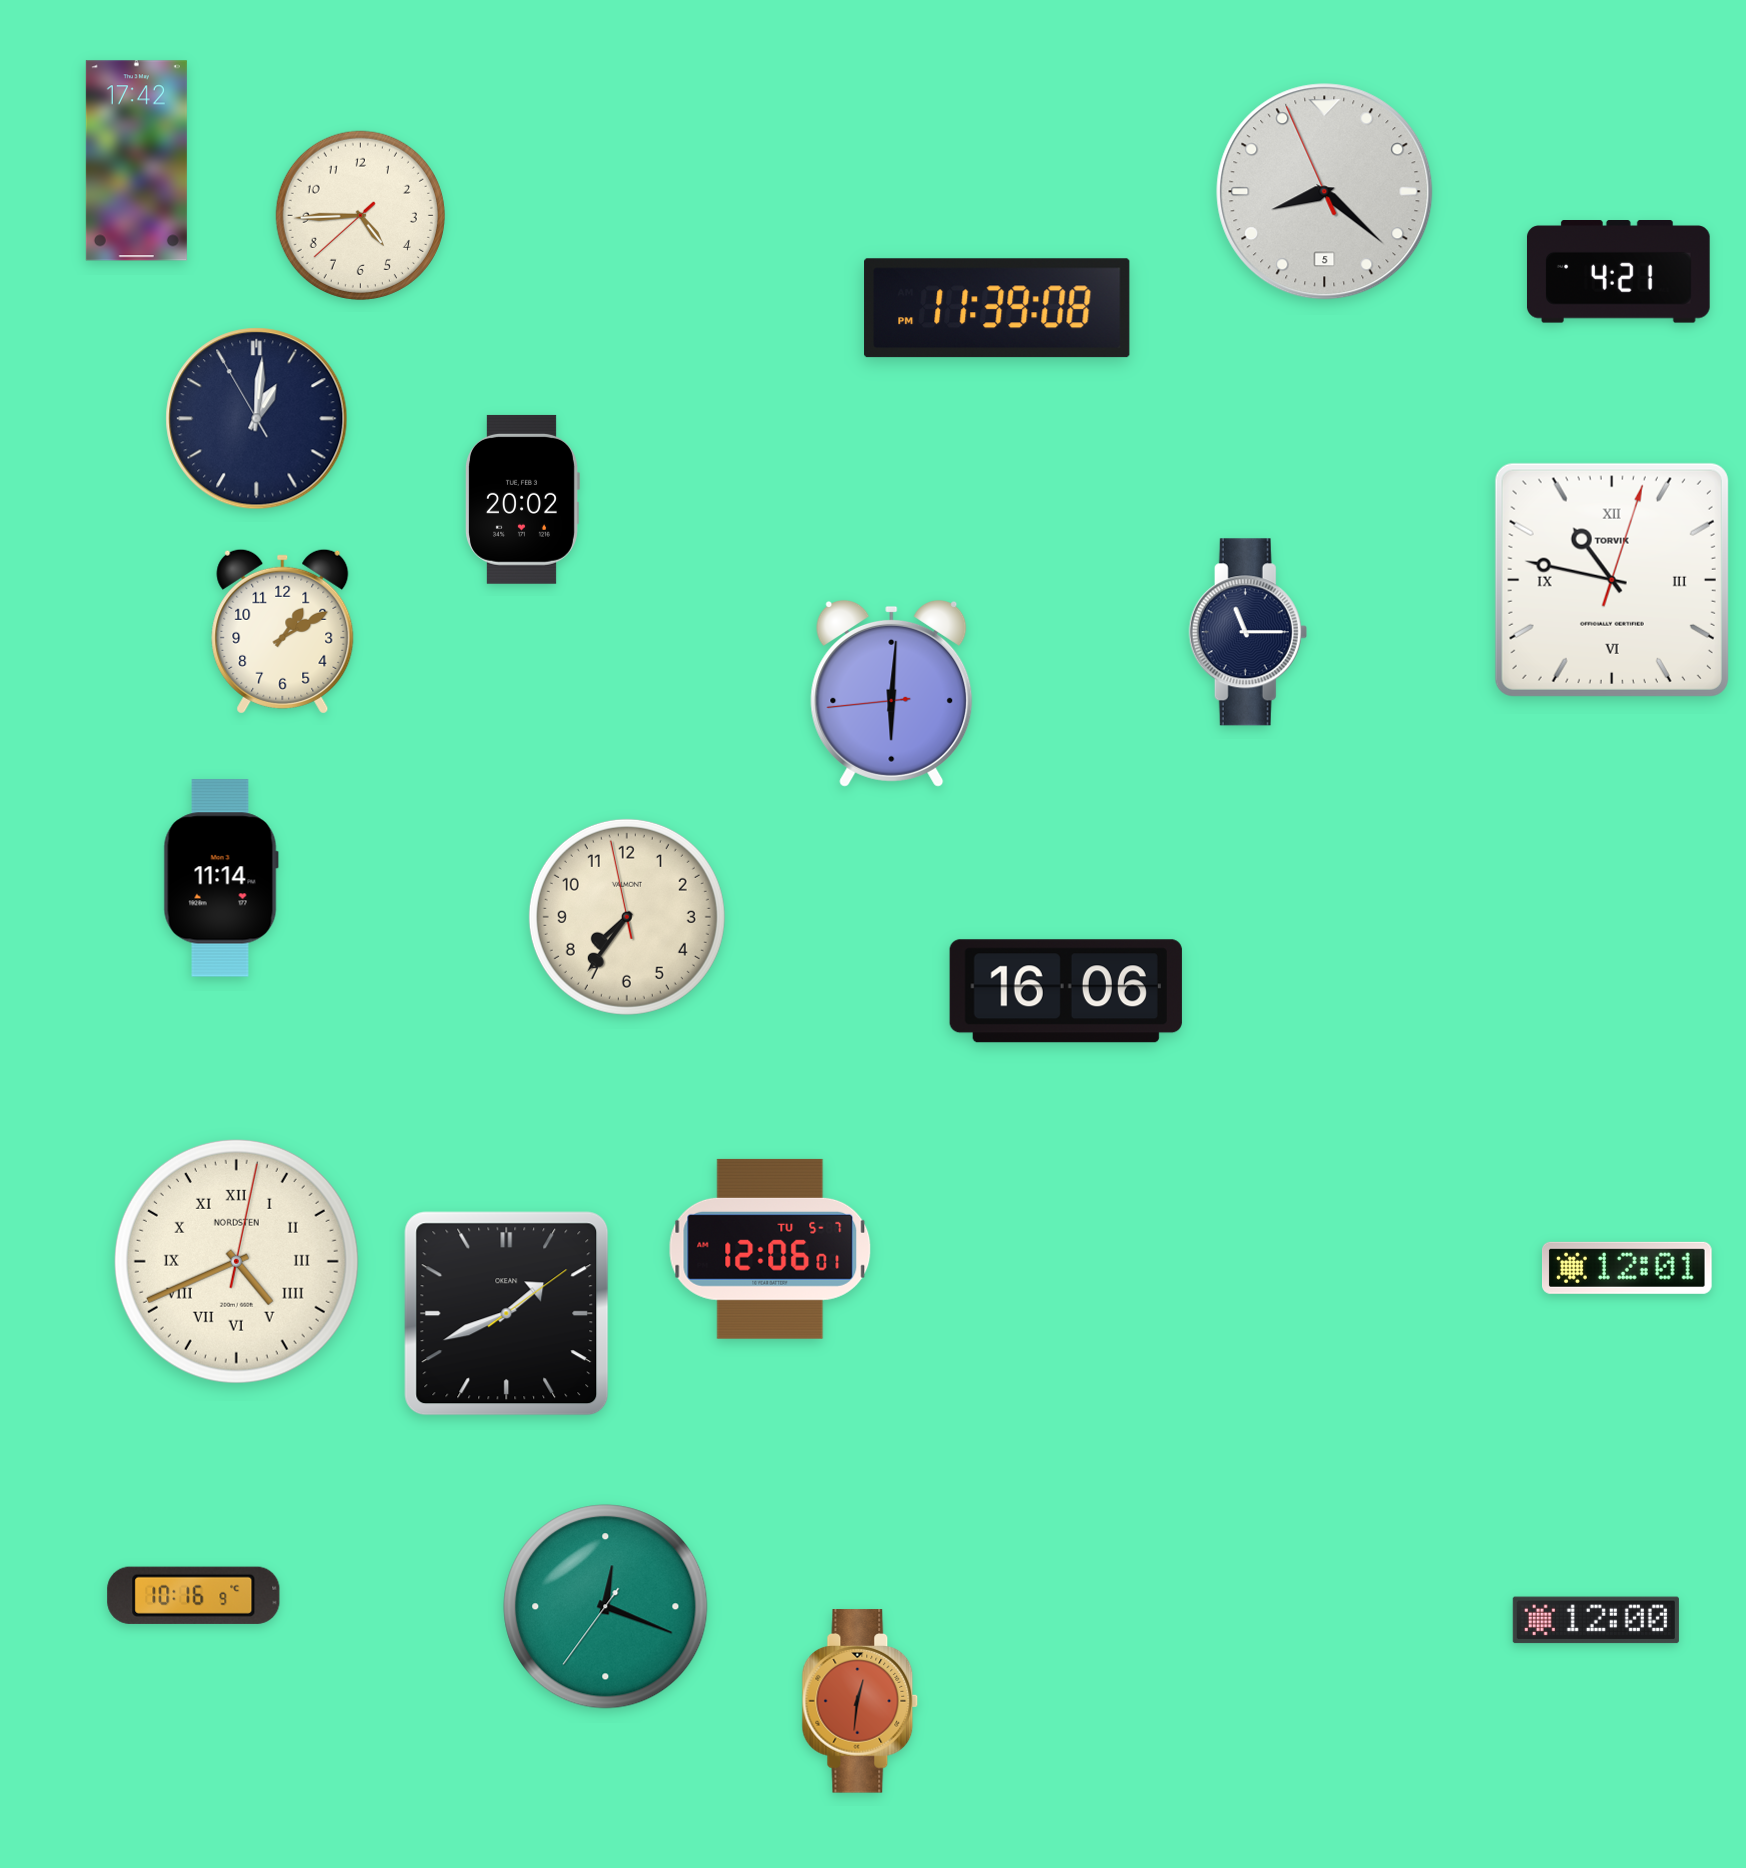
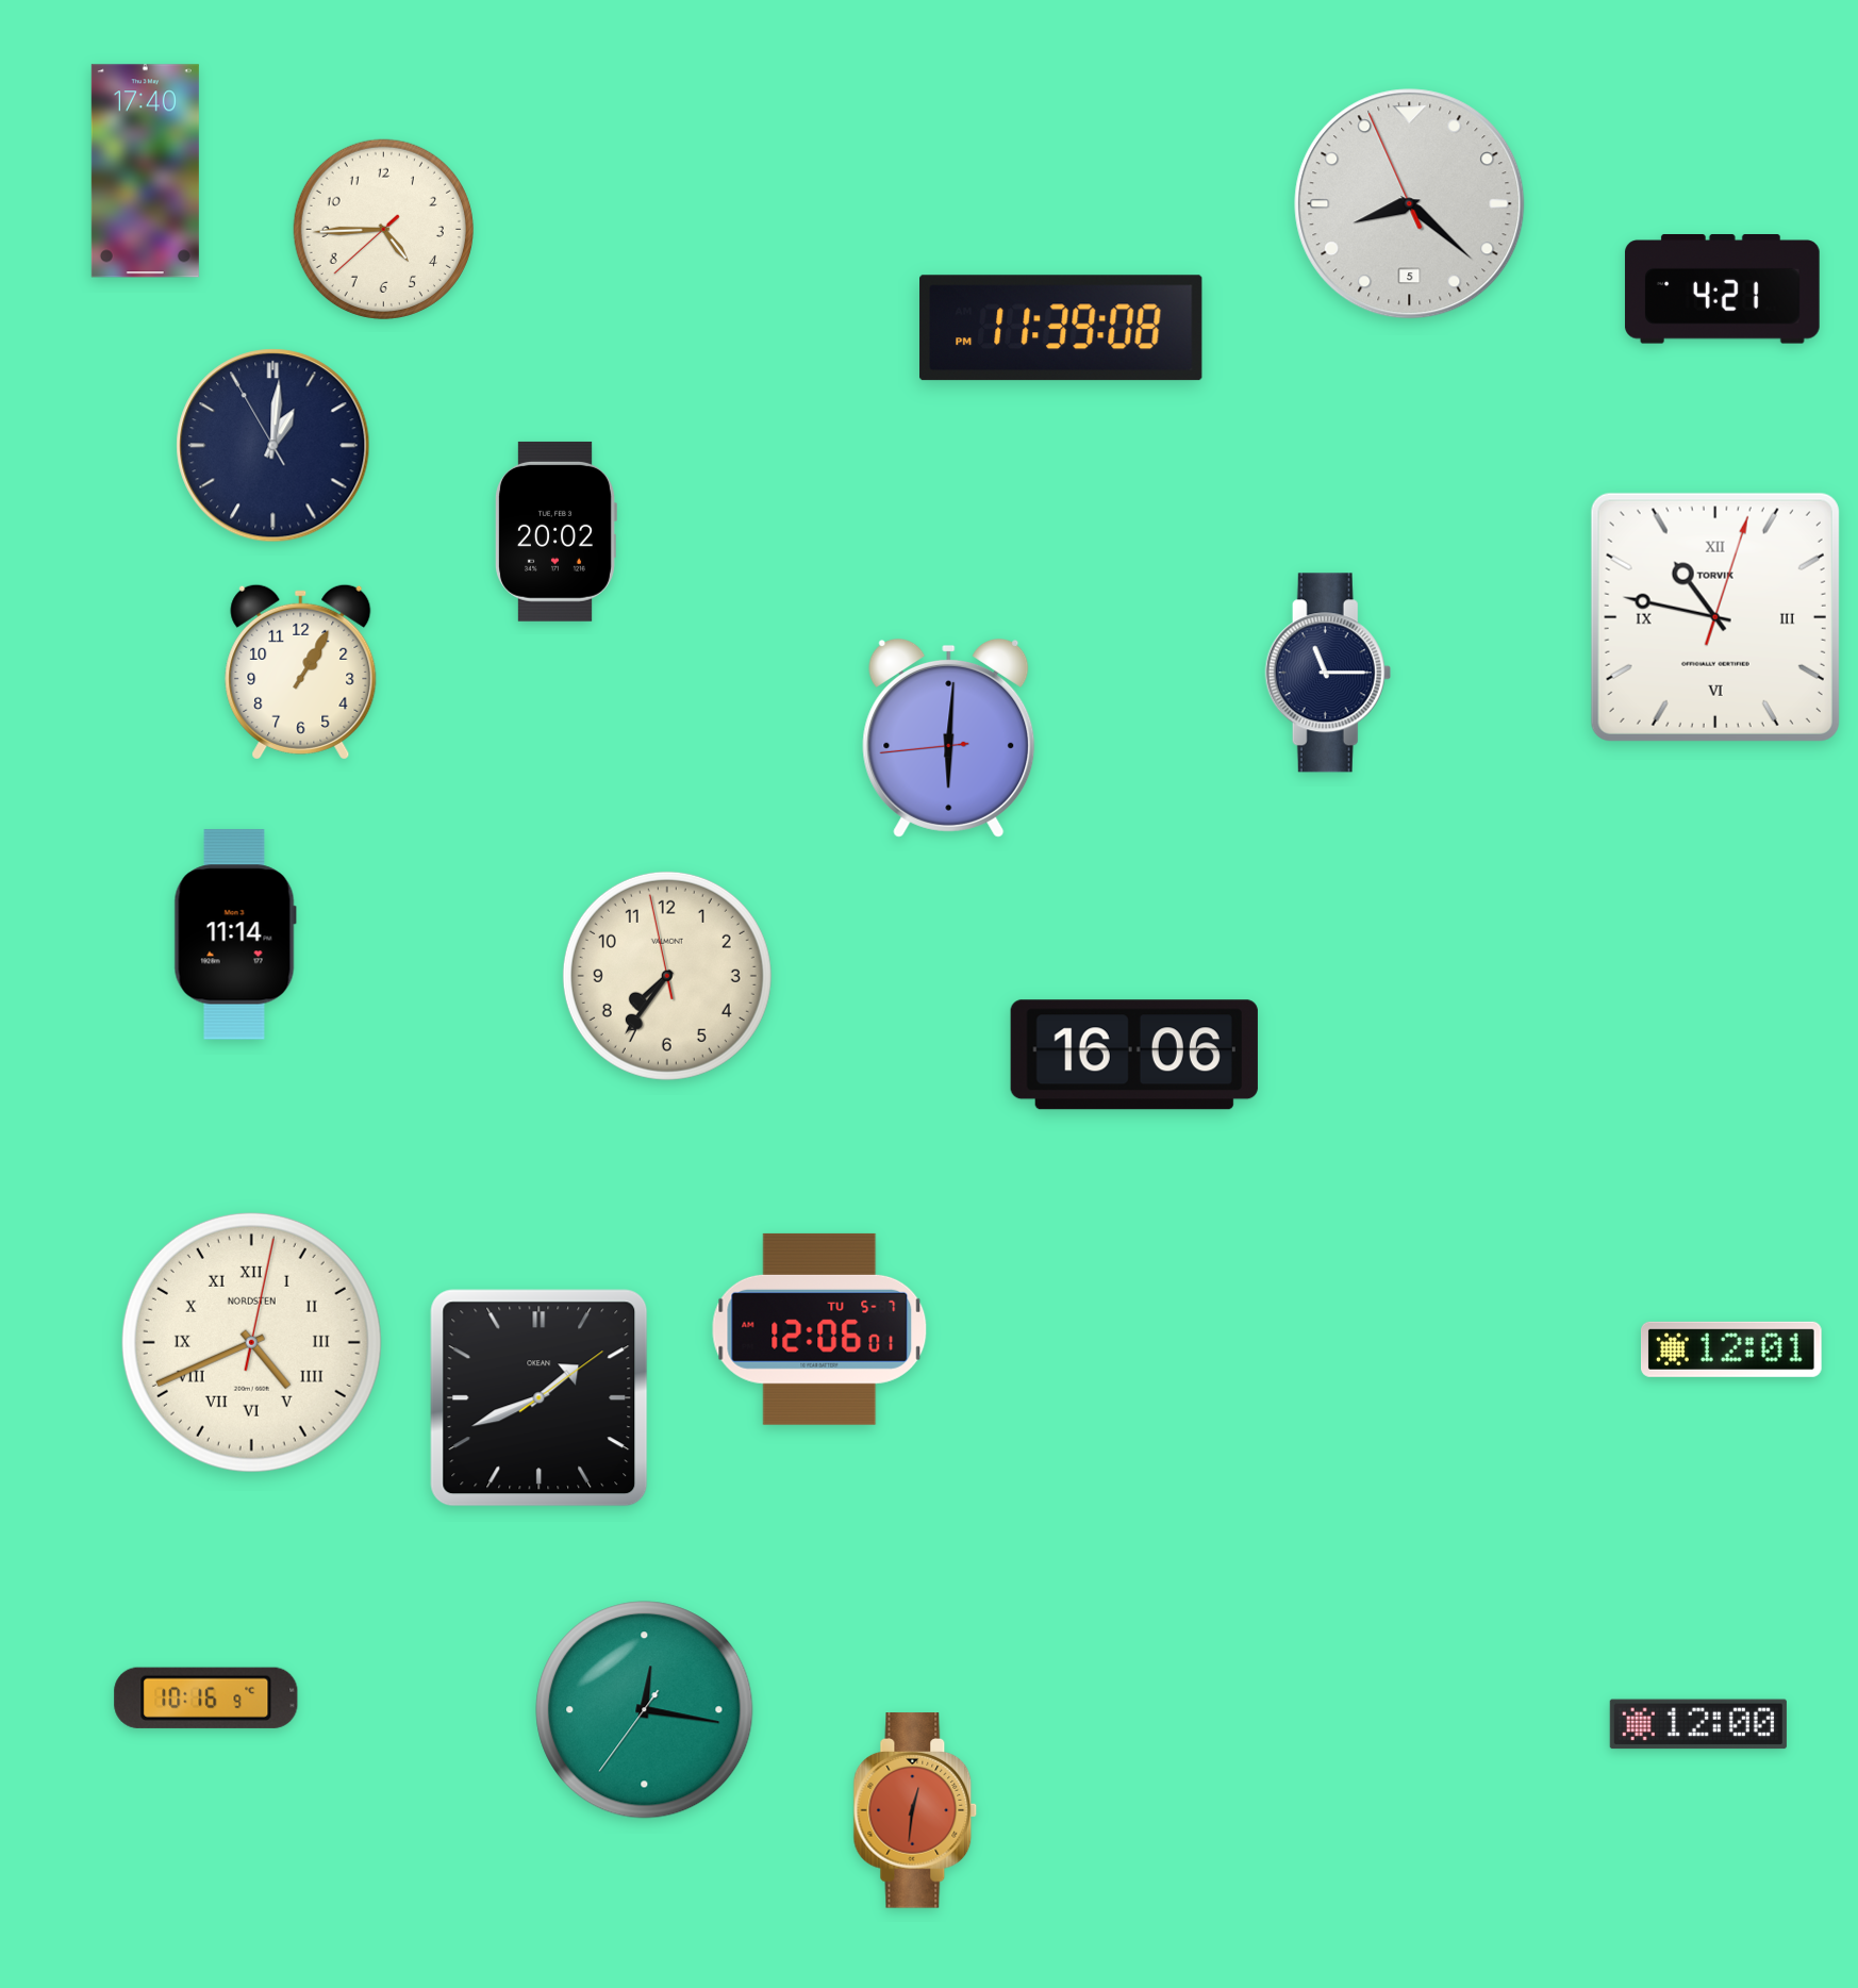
clock at (136, 161): 17:42 -> 17:40
clock at (283, 631): 1:10 -> 1:05
clock at (606, 1607): 12:18 -> 12:16
